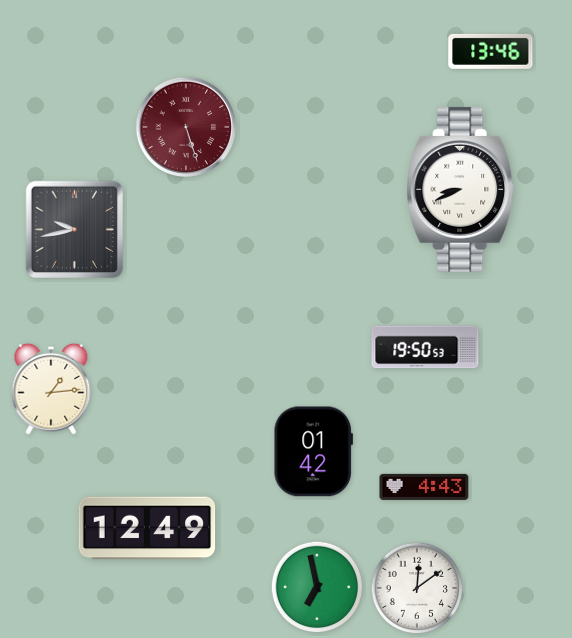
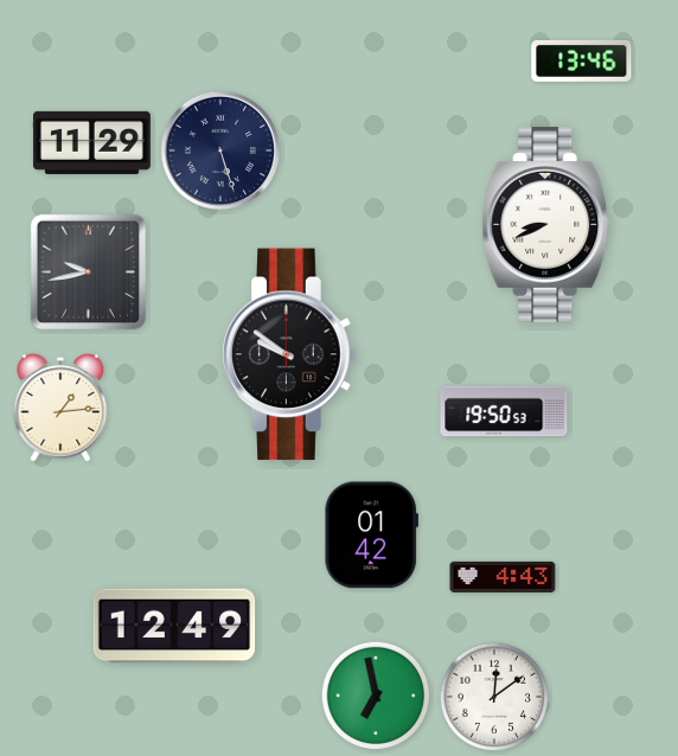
clock at (91, 142): none -> 11:29
clock at (185, 126) dial: burgundy -> navy
clock at (289, 354): none -> 9:51
clock at (51, 389) position: (51, 389) -> (60, 408)
